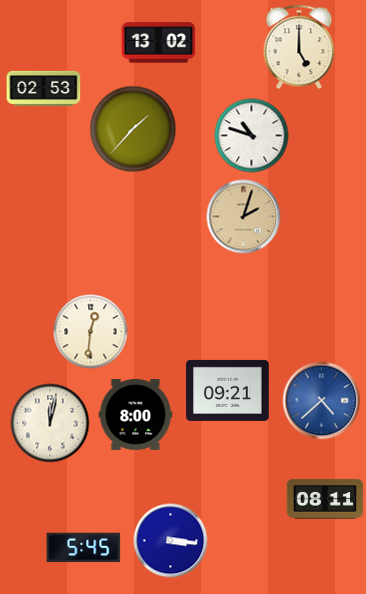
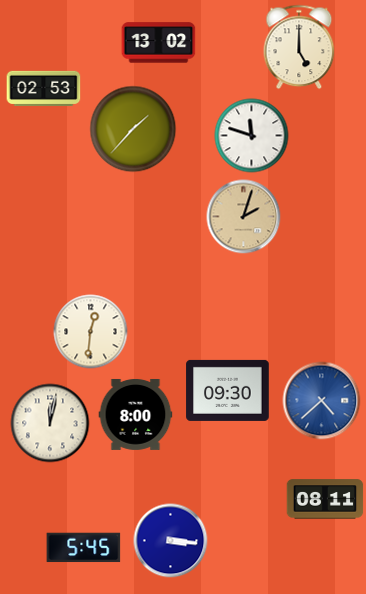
clock at (252, 136): 10:48 -> 11:48
clock at (228, 390): 09:21 -> 09:30
